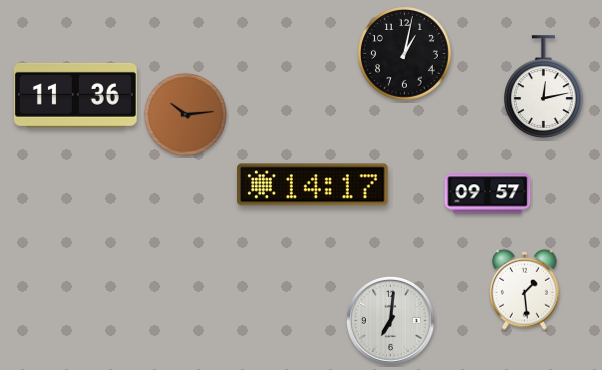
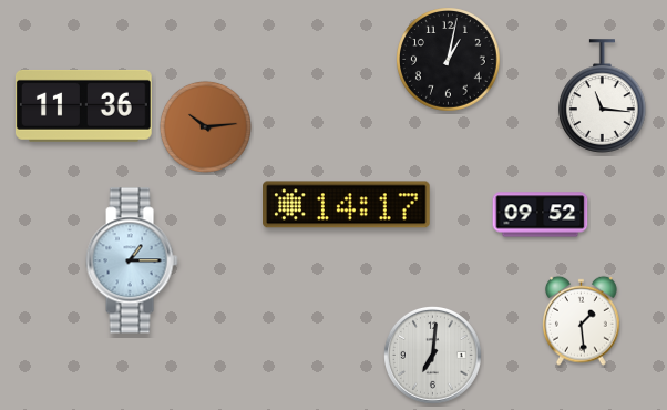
clock at (544, 87): 12:13 -> 11:16
clock at (488, 194): 09:57 -> 09:52
clock at (132, 260): none -> 1:15
